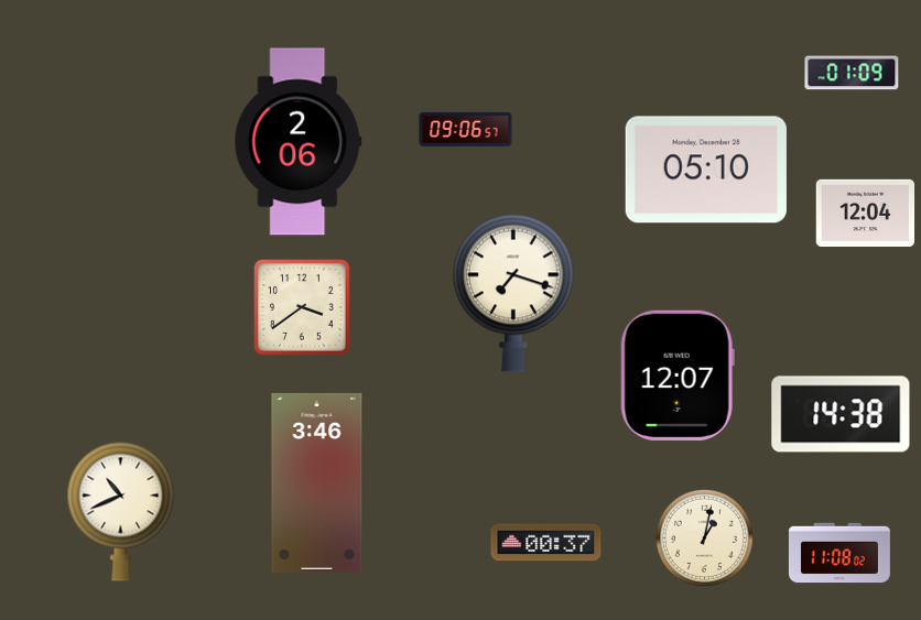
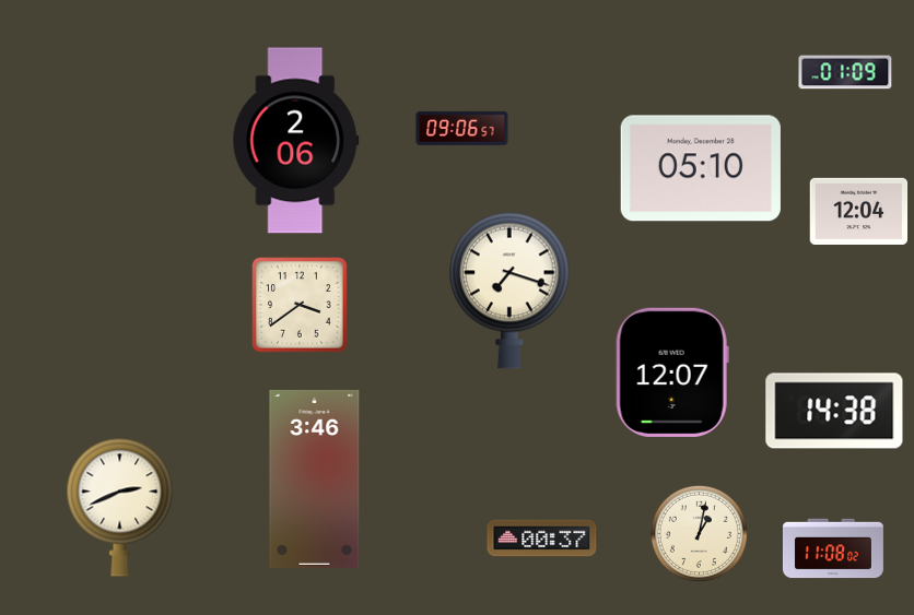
clock at (121, 511): 10:41 -> 2:41
